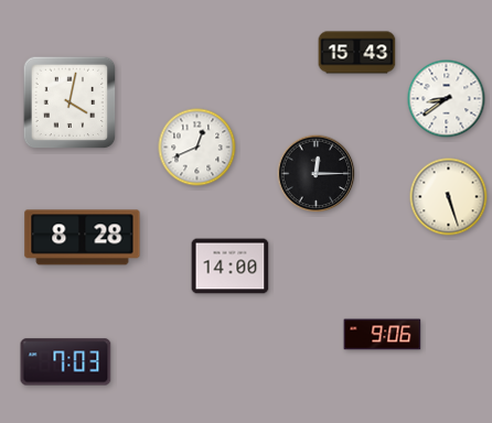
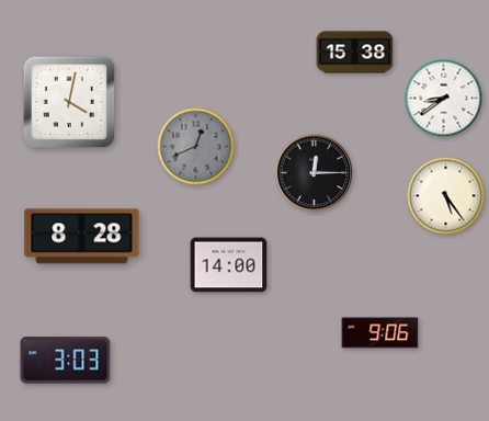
clock at (357, 53): 15:43 -> 15:38
clock at (197, 148) dial: white -> grey
clock at (449, 197): 5:27 -> 5:24
clock at (66, 362): 7:03 -> 3:03
